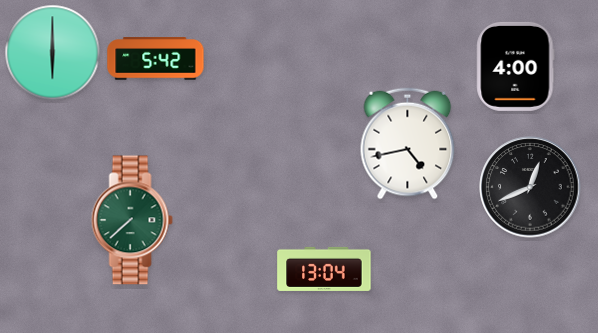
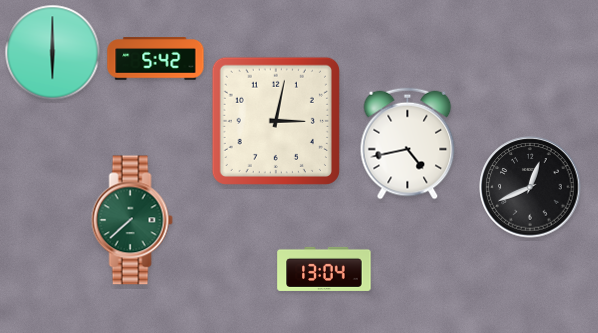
clock at (516, 66): 4:00 -> none
clock at (276, 121): none -> 3:02
